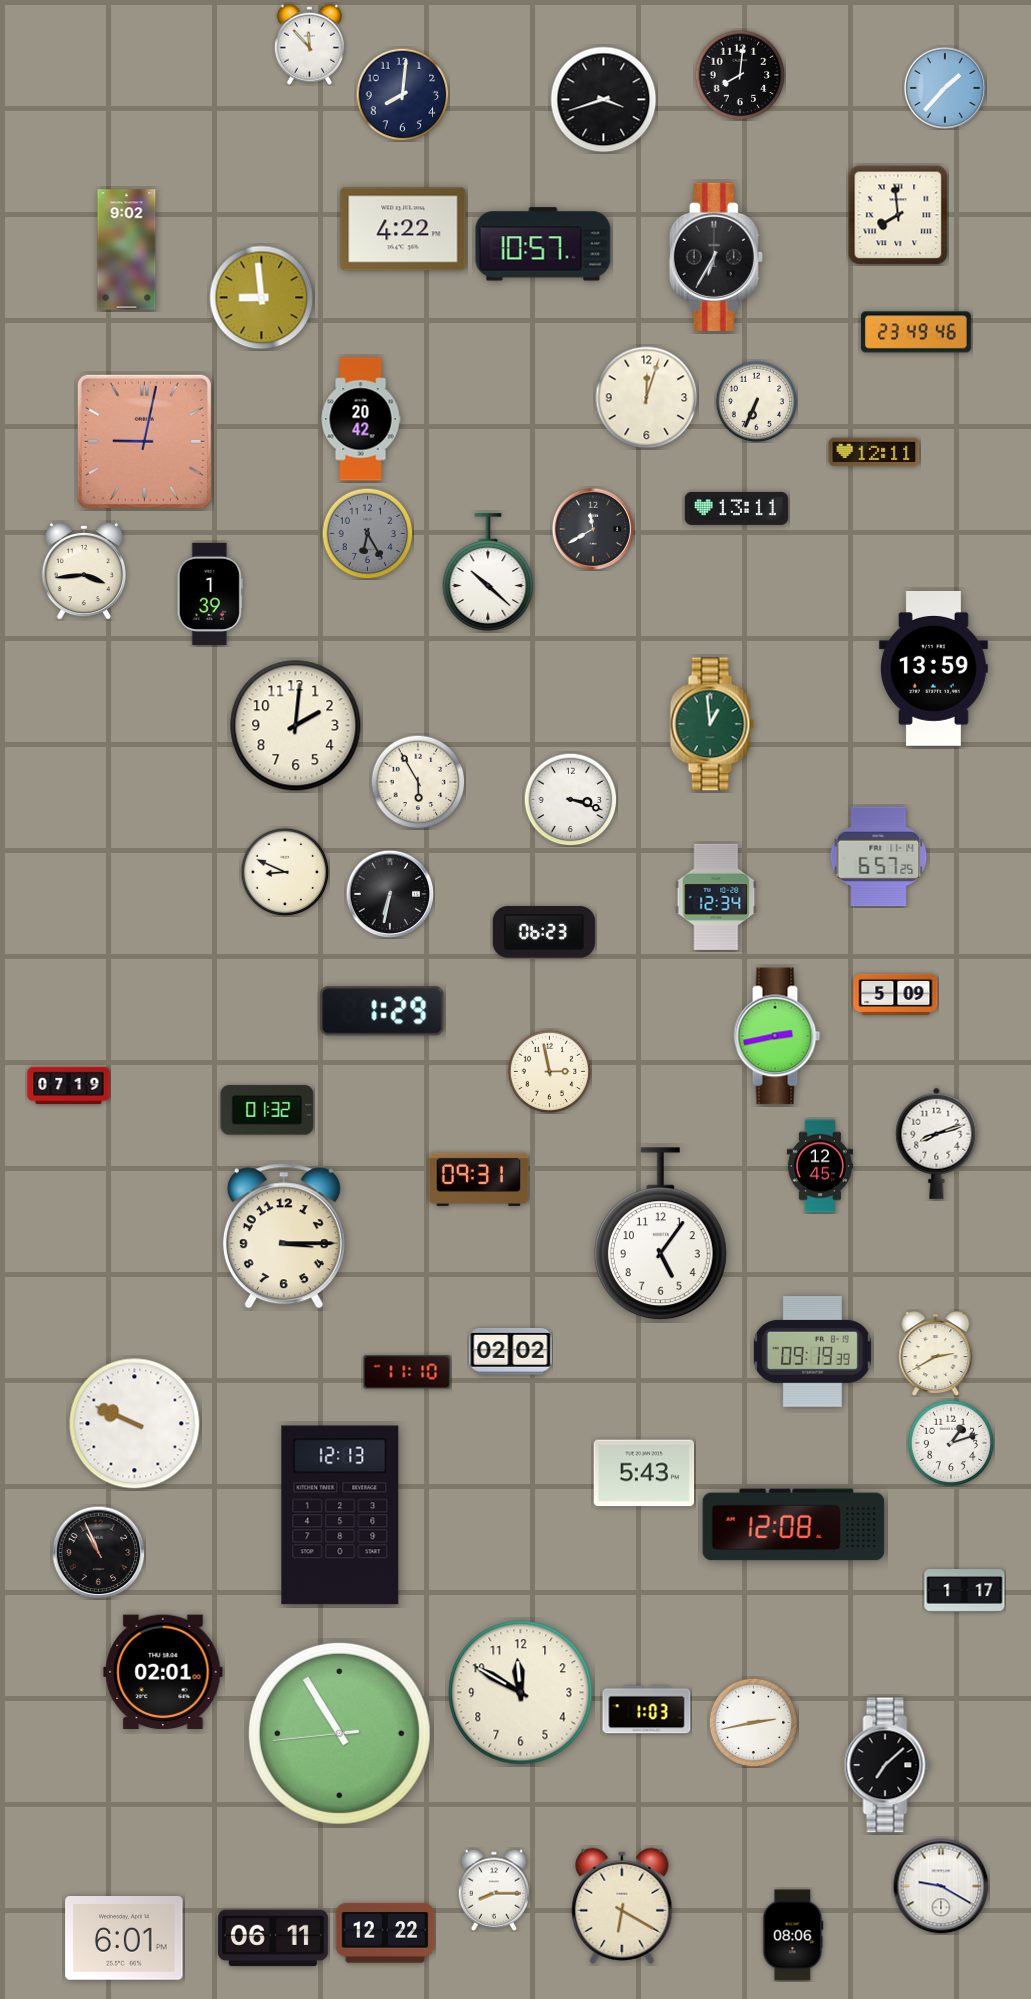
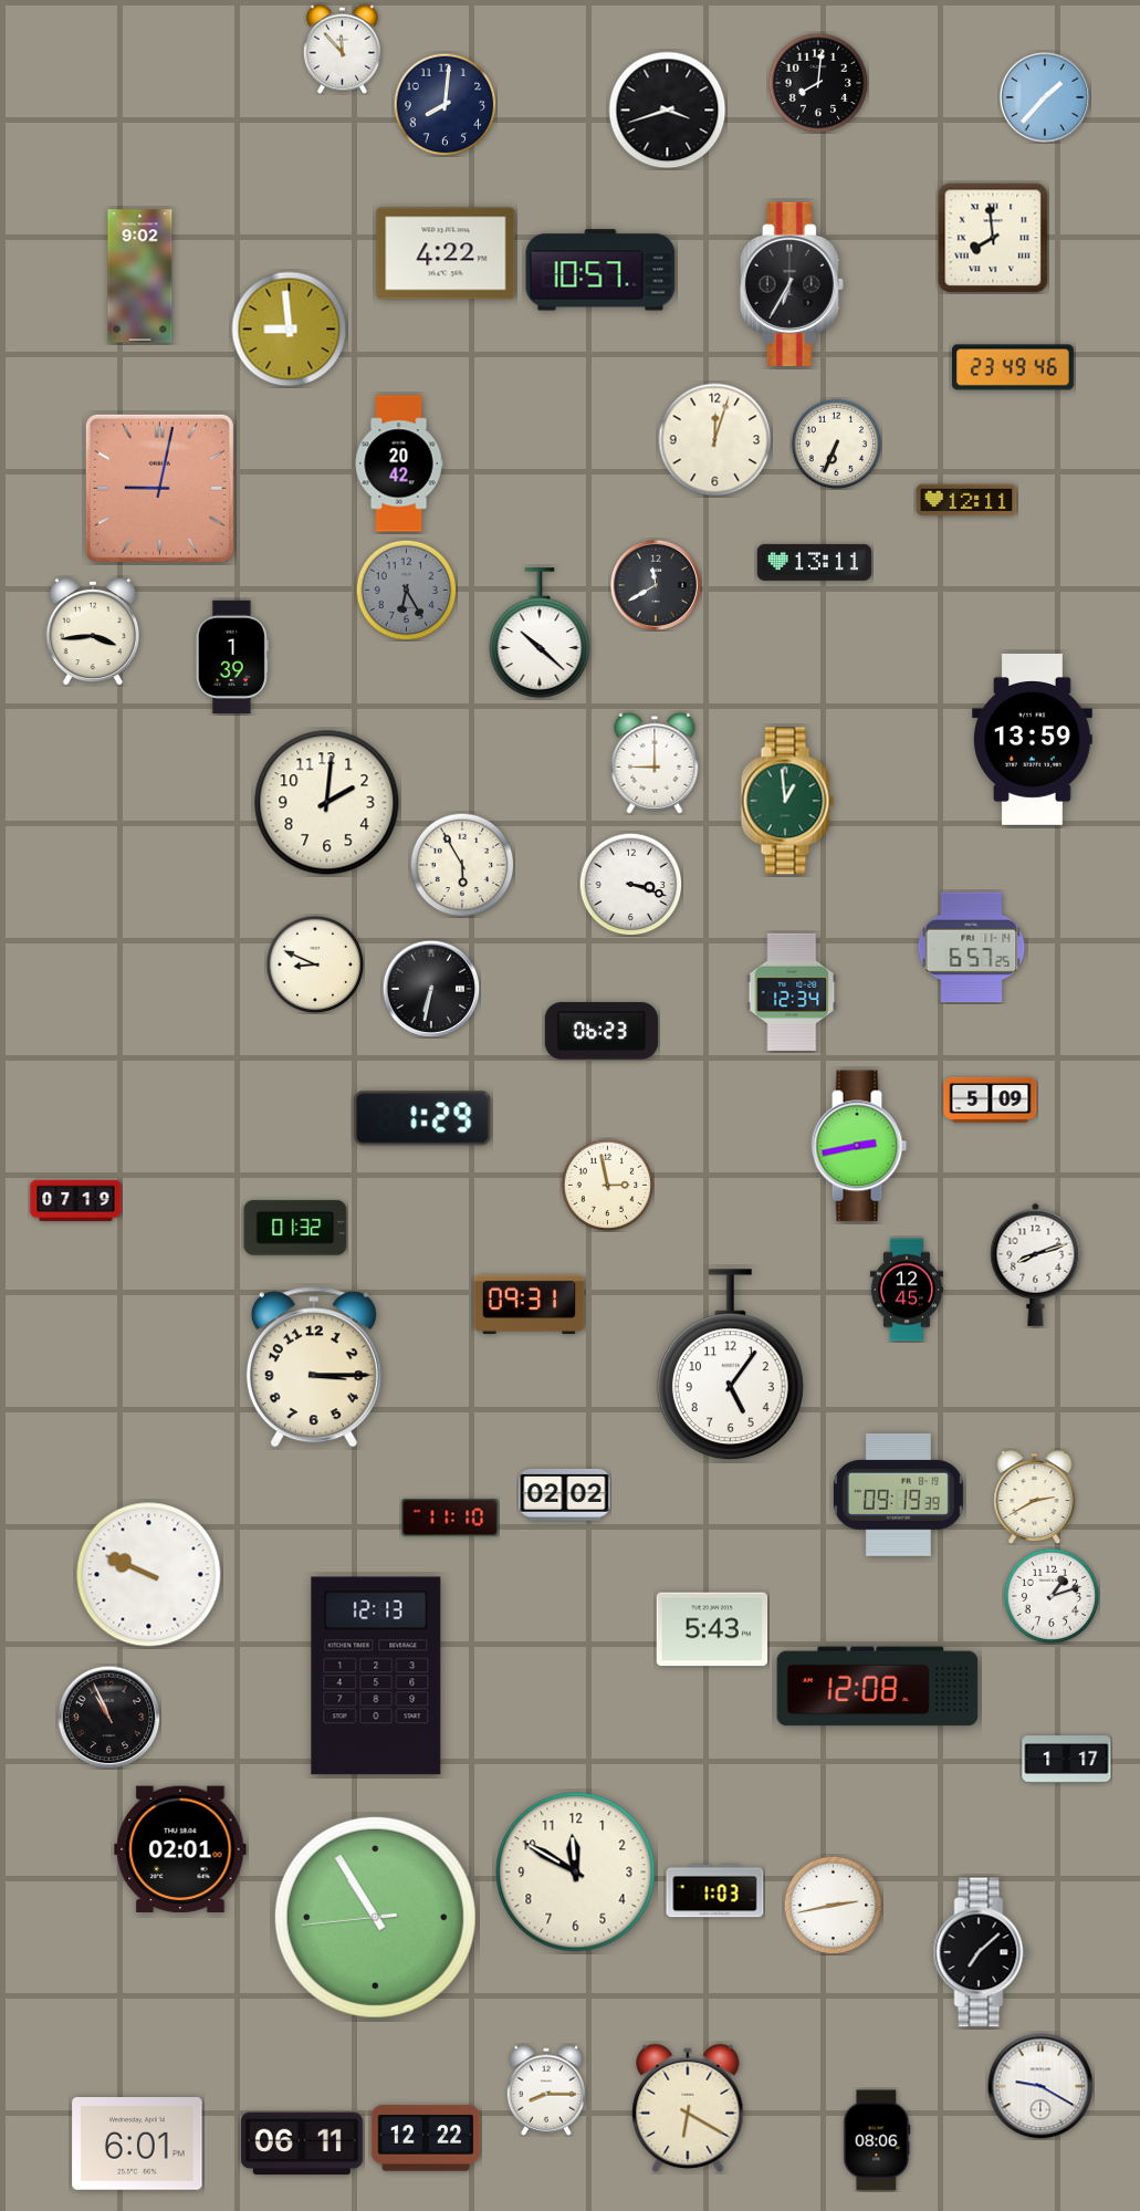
clock at (655, 763): none -> 9:00
